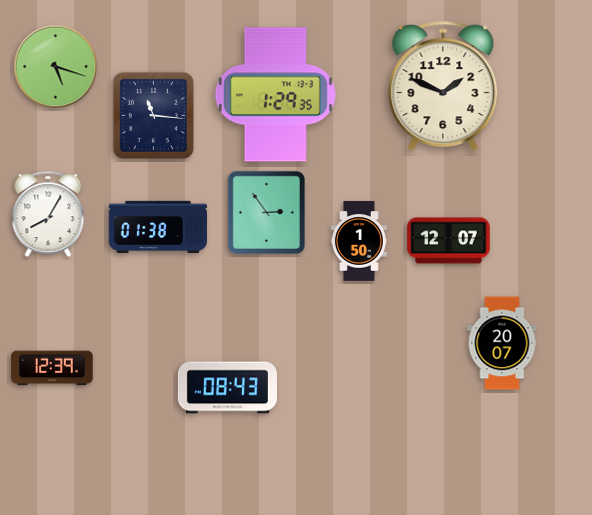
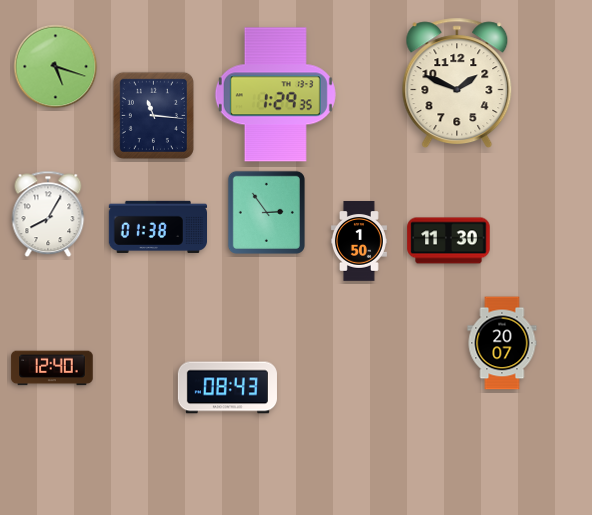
clock at (443, 86) position: (443, 86) -> (457, 83)
clock at (449, 241): 12:07 -> 11:30
clock at (52, 368): 12:39 -> 12:40
